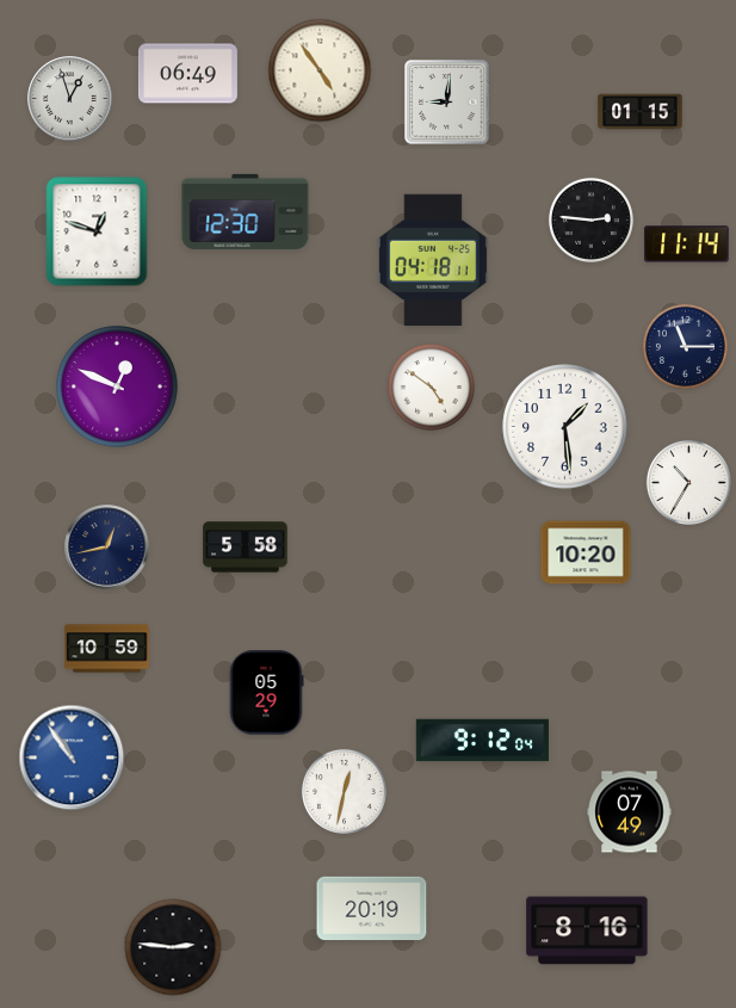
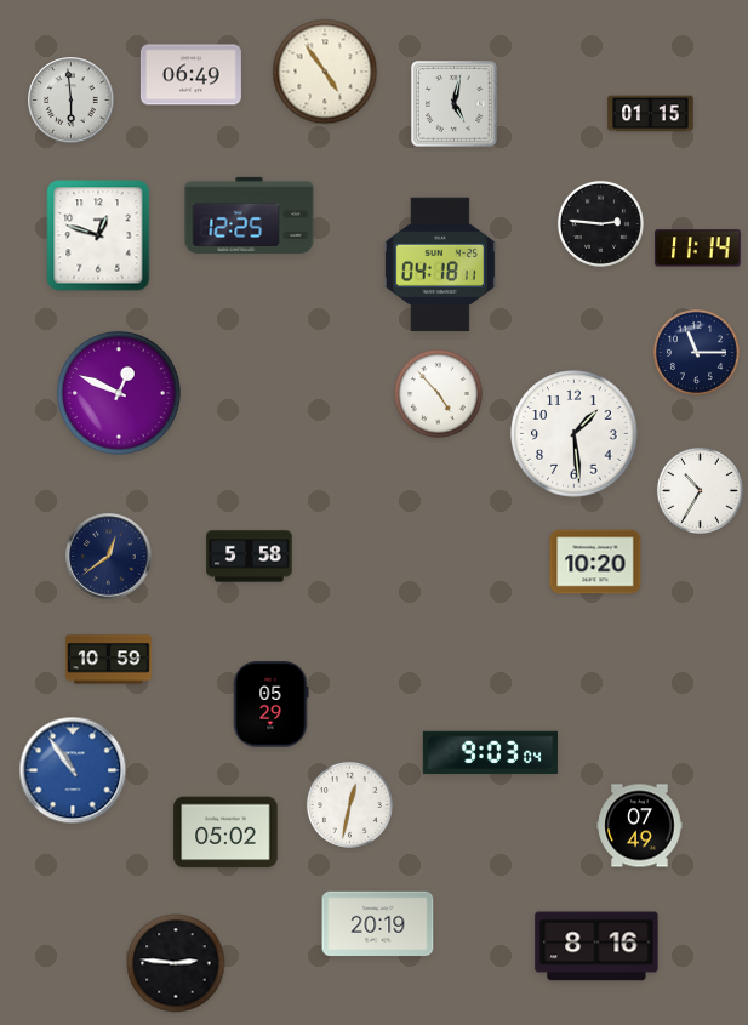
clock at (70, 99): 12:57 -> 5:59
clock at (447, 103): 9:01 -> 5:02
clock at (246, 211): 12:30 -> 12:25
clock at (432, 388): 4:51 -> 4:53
clock at (107, 548): 12:43 -> 12:39
clock at (482, 741): 9:12 -> 9:03
clock at (225, 832): none -> 05:02
